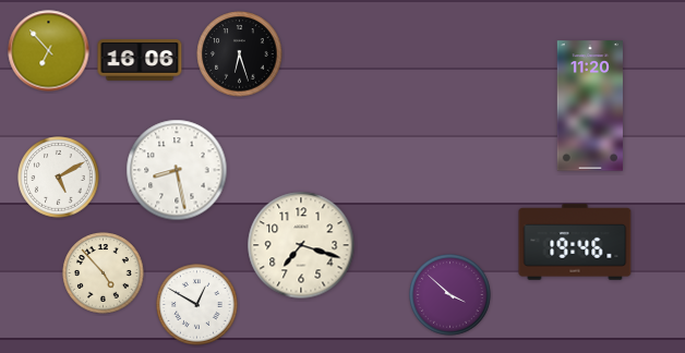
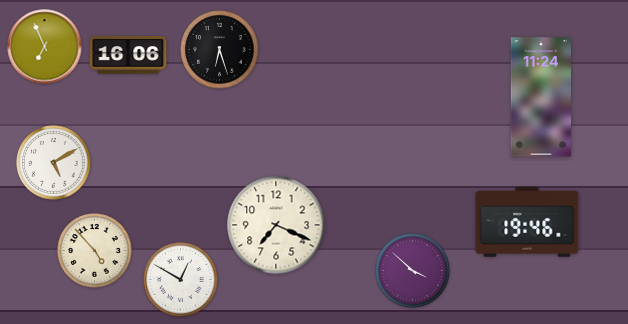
clock at (49, 51): 6:53 -> 6:56
clock at (590, 106): 11:20 -> 11:24
clock at (177, 170): 8:28 -> none
clock at (301, 245): 7:18 -> 7:19
